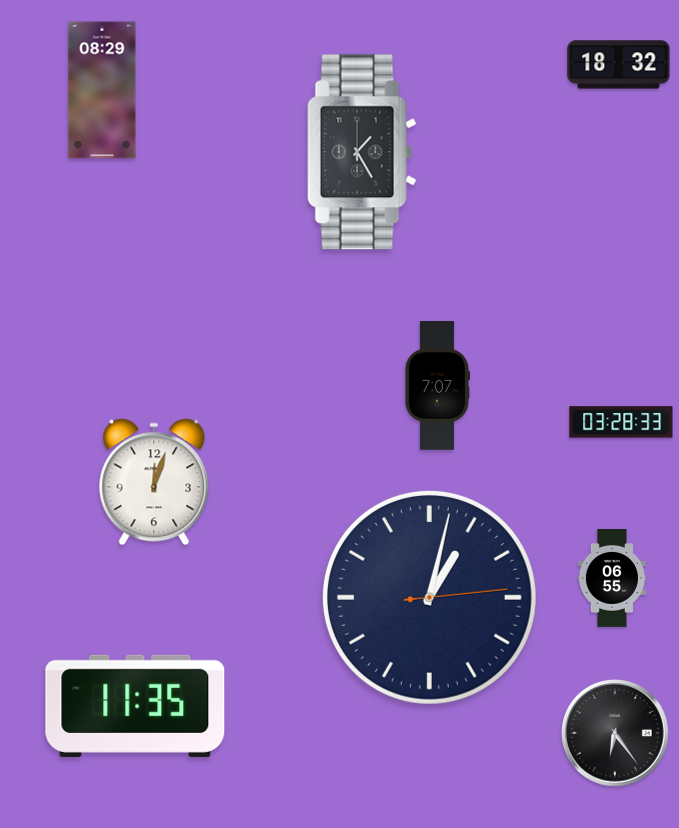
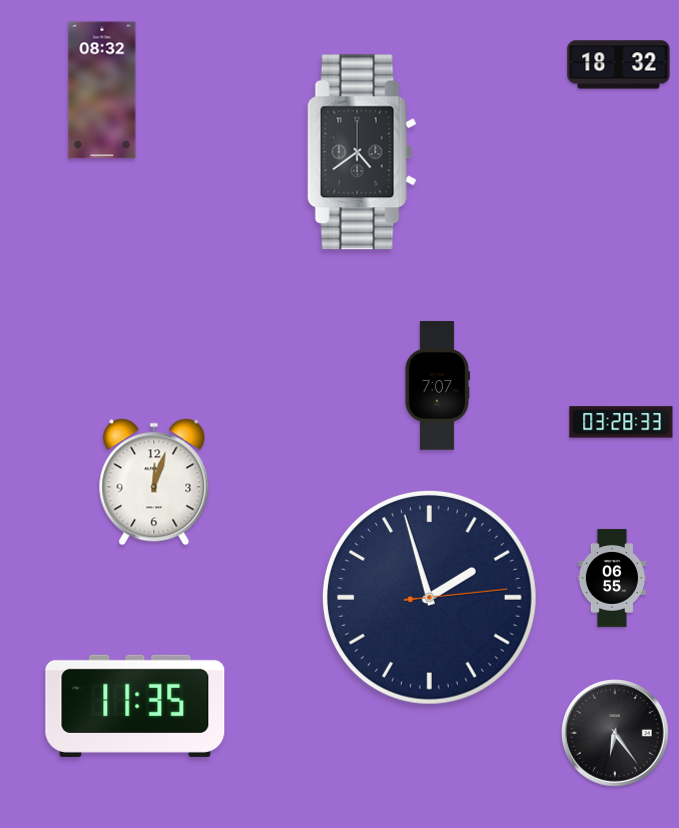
clock at (102, 90): 08:29 -> 08:32
clock at (362, 152): 1:25 -> 4:39
clock at (429, 597): 1:02 -> 1:57
